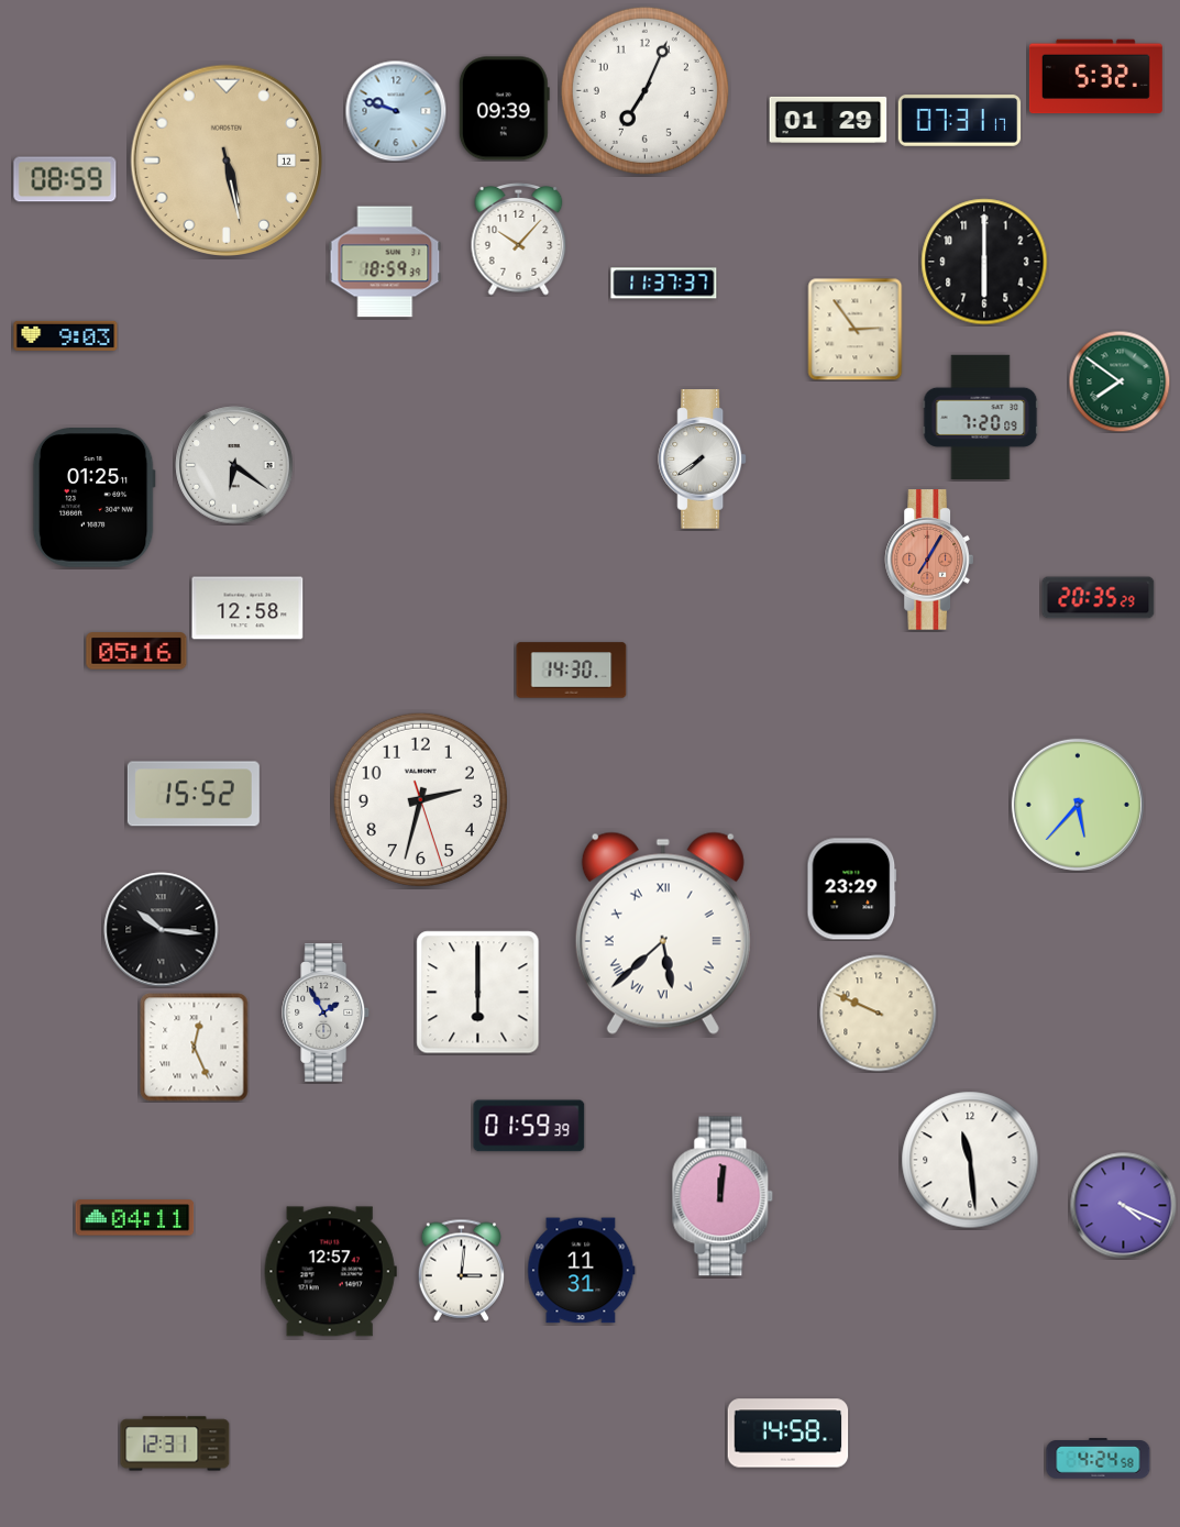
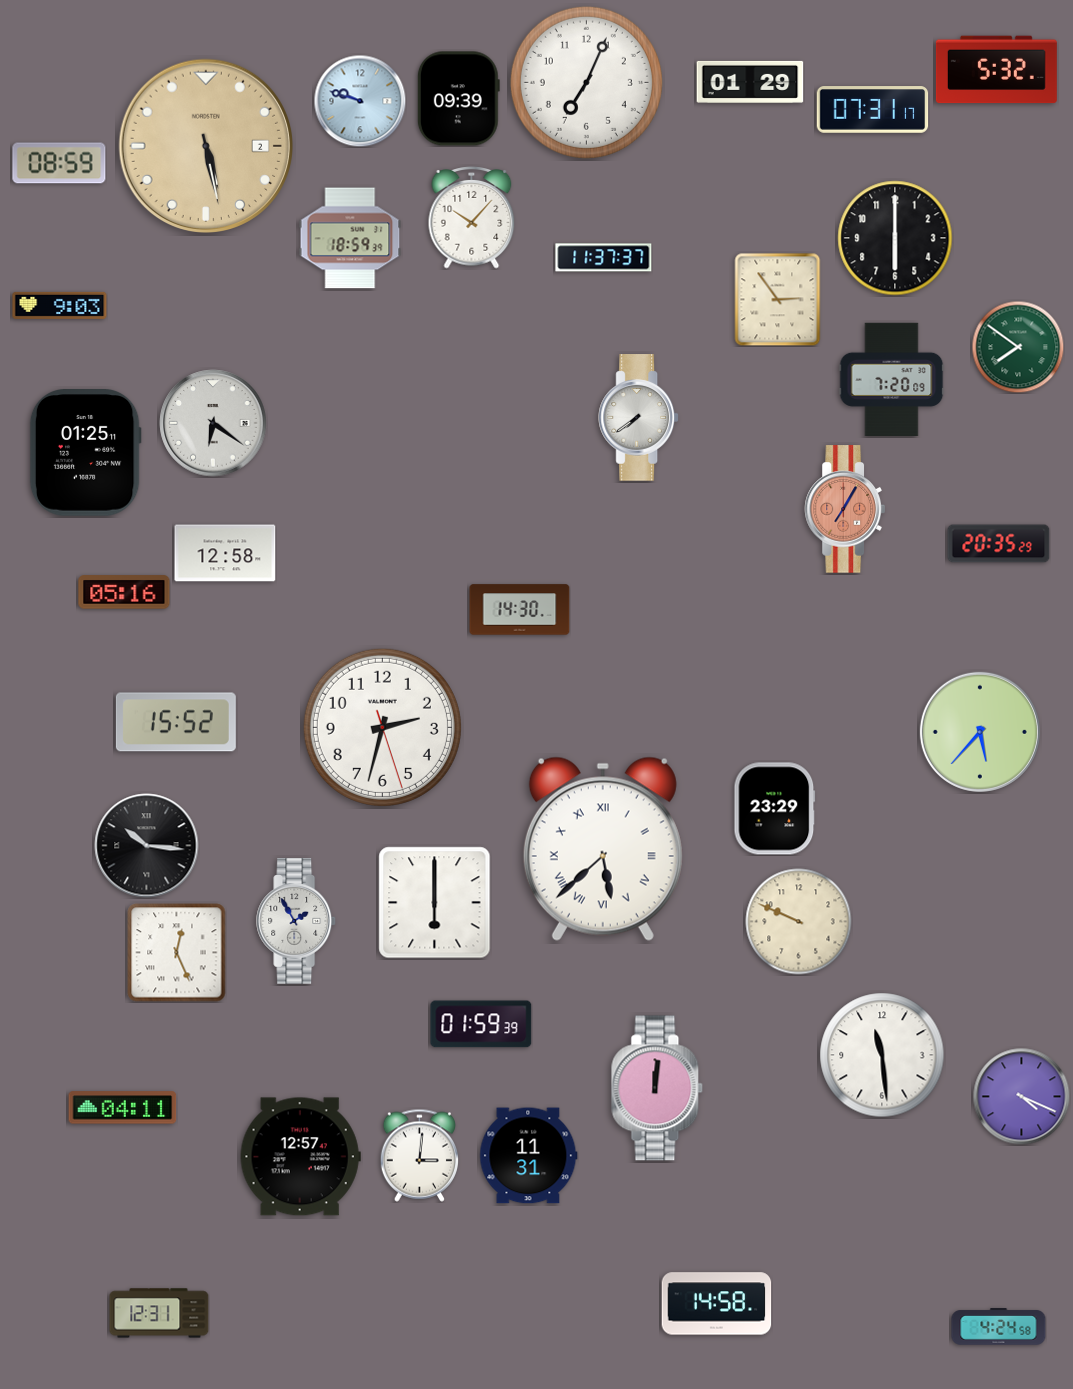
clock at (828, 120) position: (828, 120) -> (750, 82)
clock at (225, 159) date: 12 -> 2
